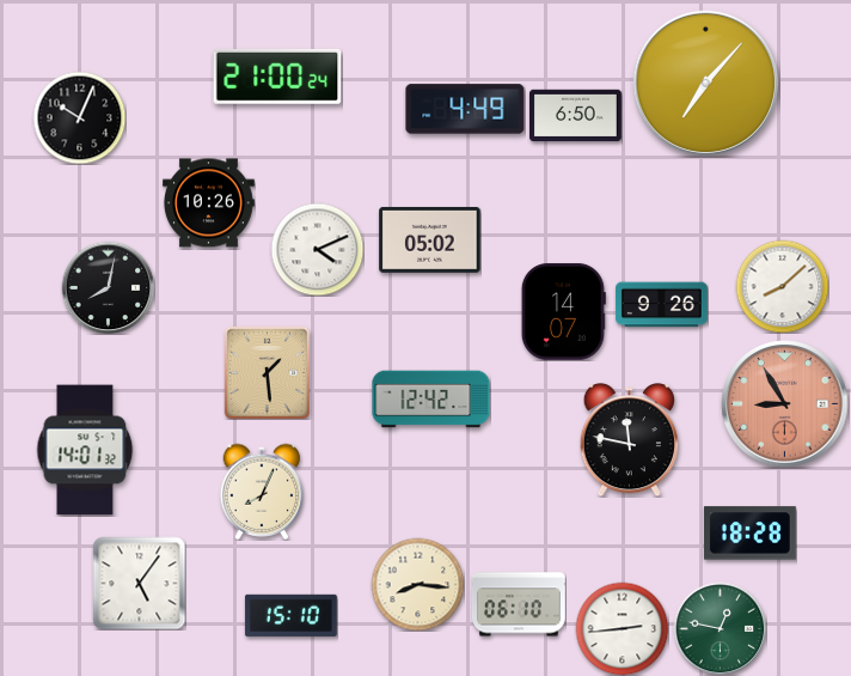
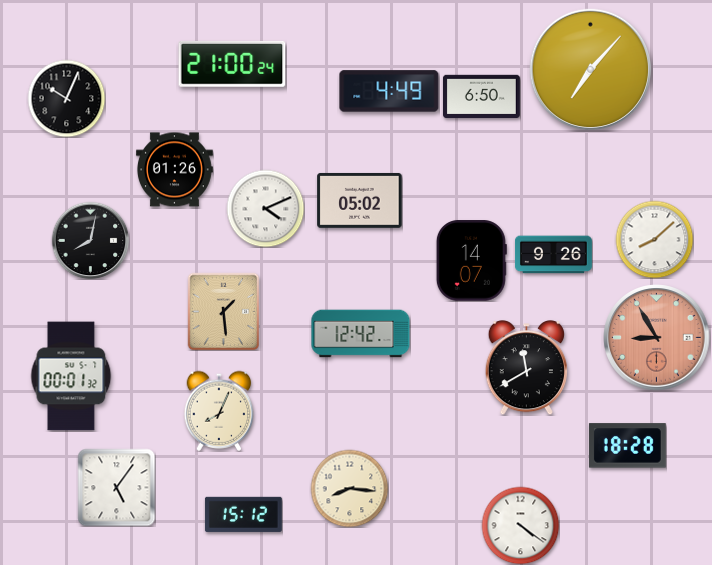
clock at (208, 203): 10:26 -> 01:26
clock at (629, 440): 11:47 -> 11:40
clock at (85, 450): 14:01 -> 00:01
clock at (519, 604): 06:10 -> none
clock at (290, 615): 15:10 -> 15:12
clock at (622, 628): 2:44 -> 4:21
clock at (720, 628): 12:47 -> none
